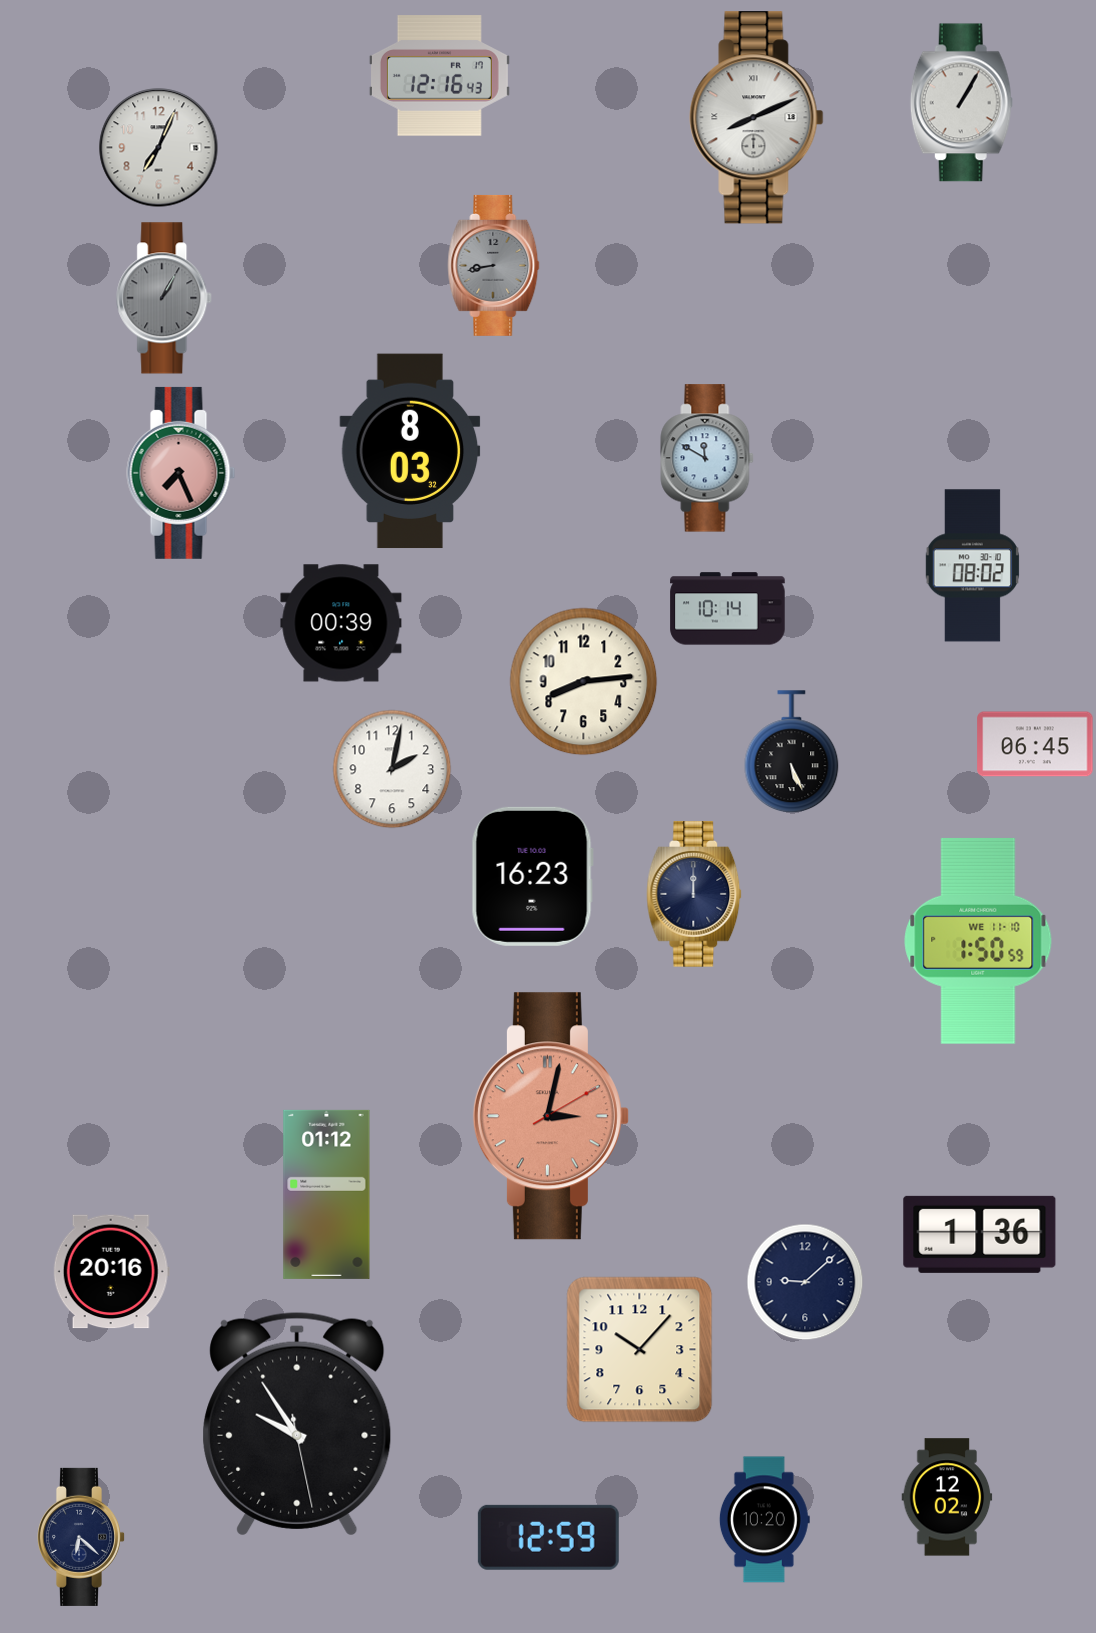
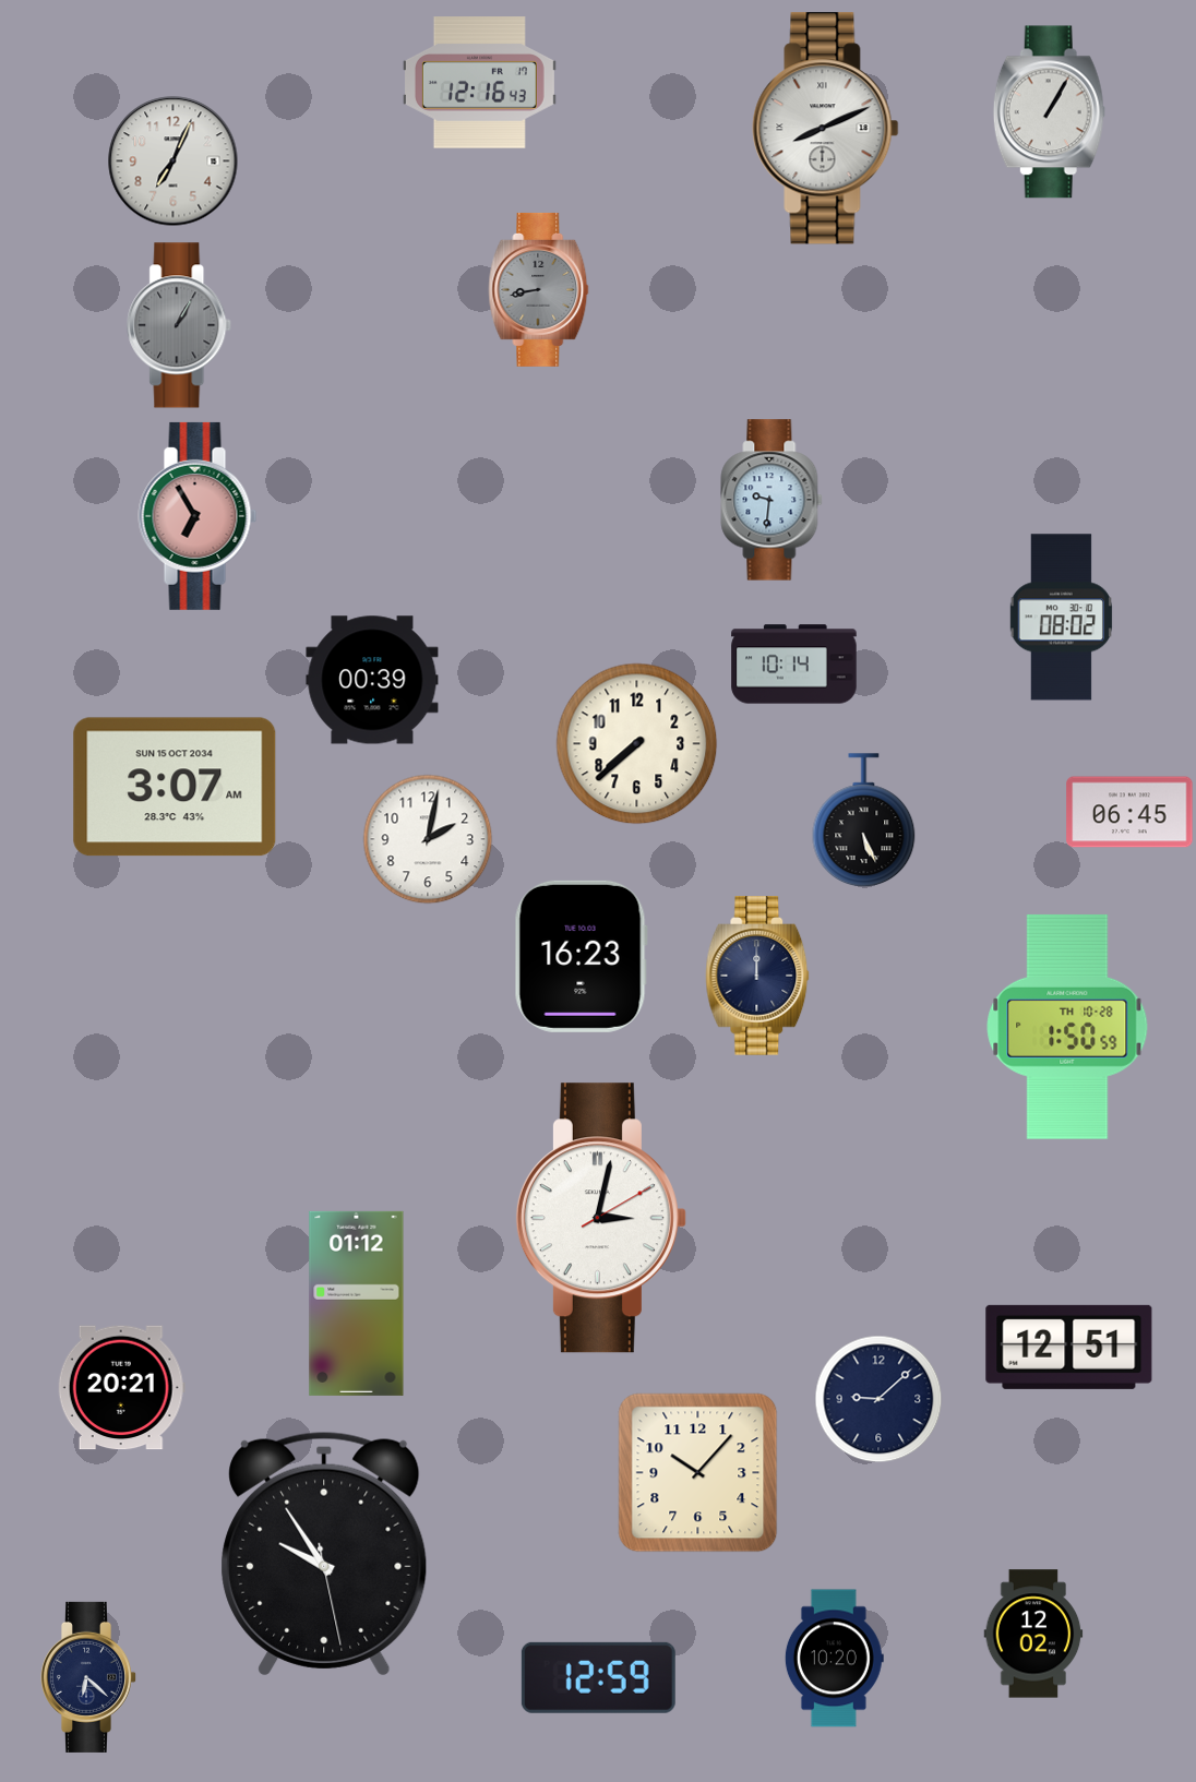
clock at (410, 451): 8:03 -> none
clock at (707, 458): 11:50 -> 9:31
clock at (181, 473): 7:26 -> 6:55
clock at (584, 682): 8:14 -> 7:38
clock at (175, 787): none -> 3:07
clock at (978, 941) date: WE 11-10 -> TH 10-28
clock at (551, 1116) dial: salmon -> white
clock at (980, 1234): 1:36 -> 12:51
clock at (111, 1272): 20:16 -> 20:21
